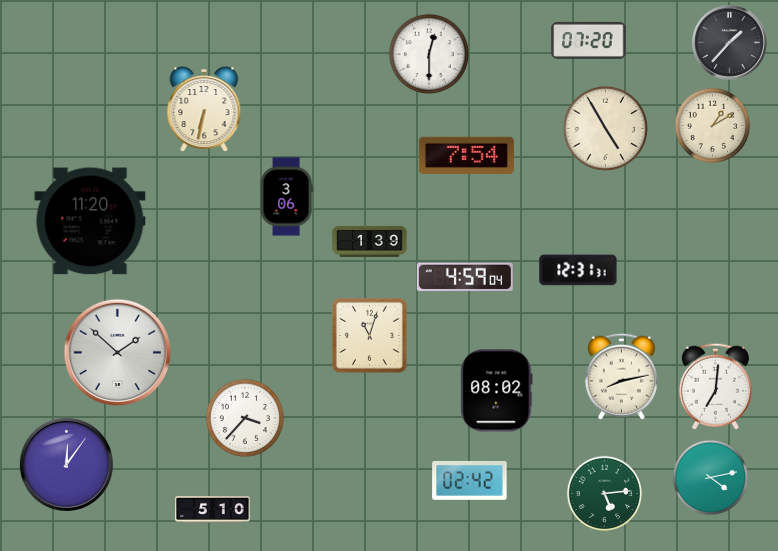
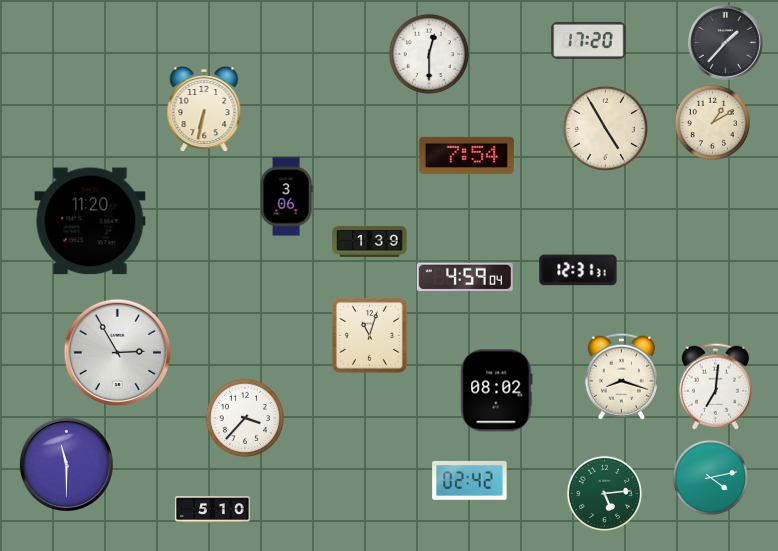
clock at (589, 40): 07:20 -> 17:20
clock at (730, 43) position: (730, 43) -> (726, 43)
clock at (712, 125) position: (712, 125) -> (712, 122)
clock at (117, 352): 1:52 -> 2:55
clock at (621, 376): 8:13 -> 8:18
clock at (66, 464): 12:06 -> 11:30
